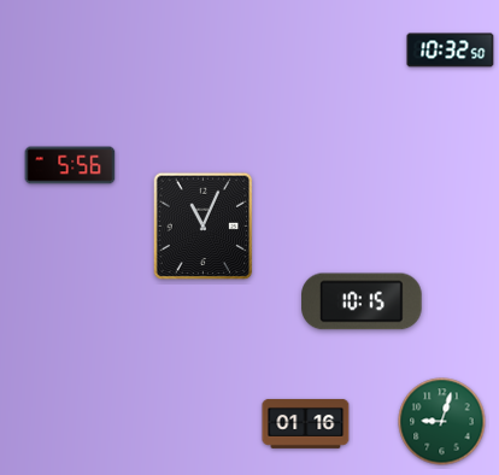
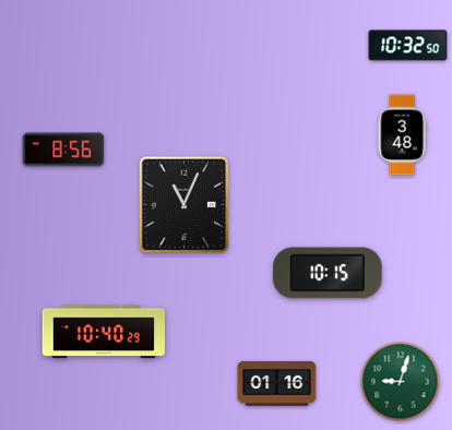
clock at (402, 135): none -> 3:48
clock at (70, 165): 5:56 -> 8:56
clock at (103, 332): none -> 10:40
